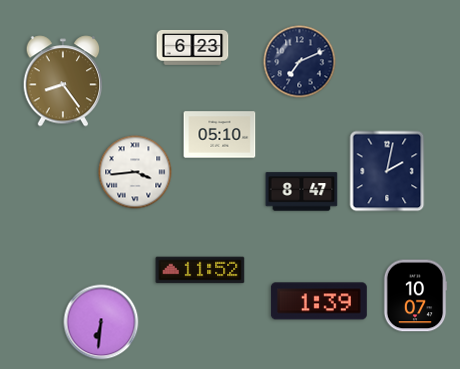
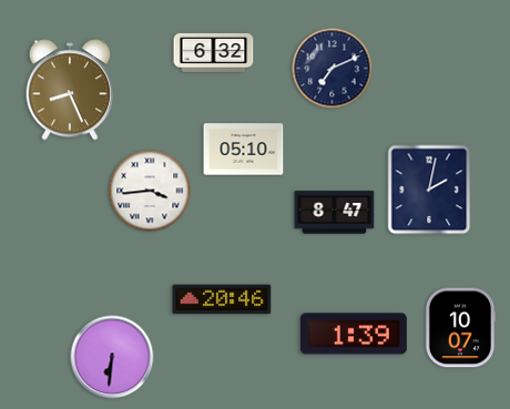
clock at (193, 48): 6:23 -> 6:32
clock at (63, 81): 8:24 -> 8:26
clock at (200, 270): 11:52 -> 20:46
